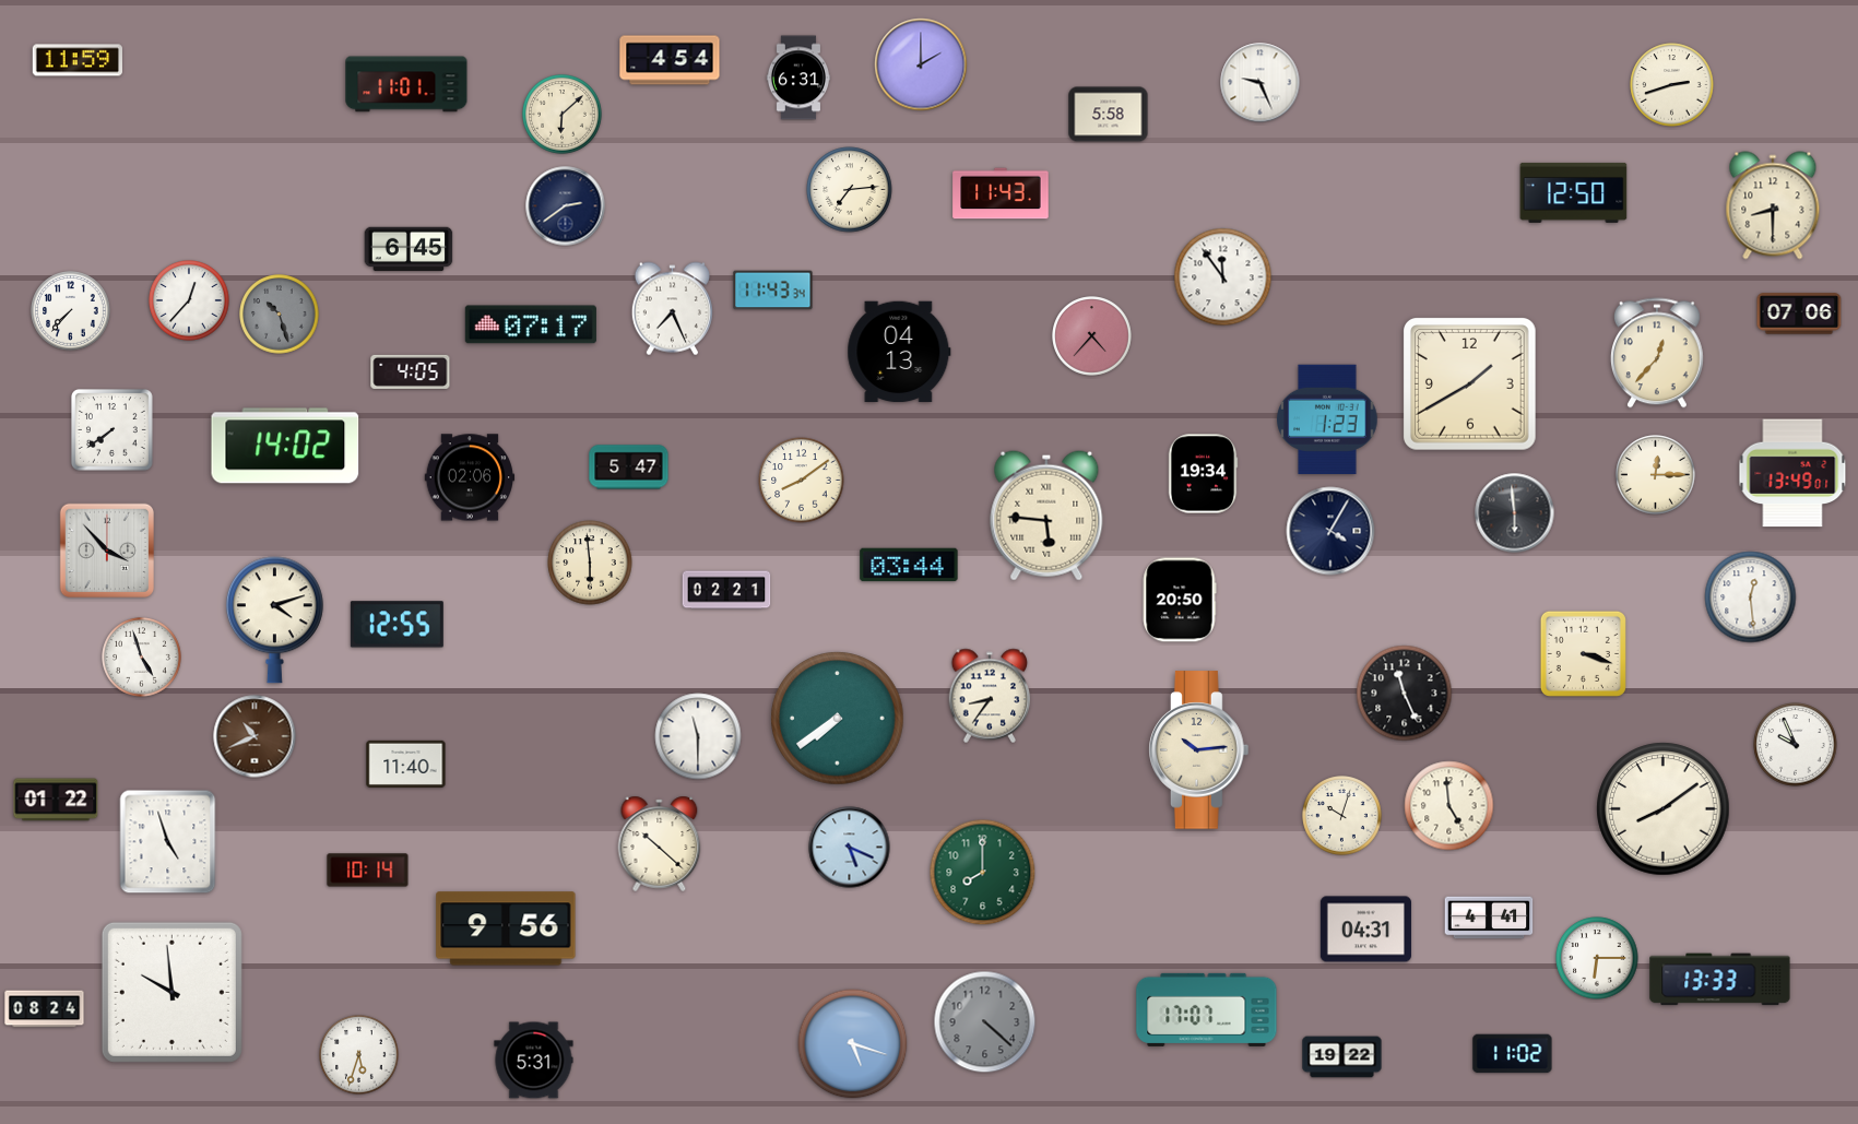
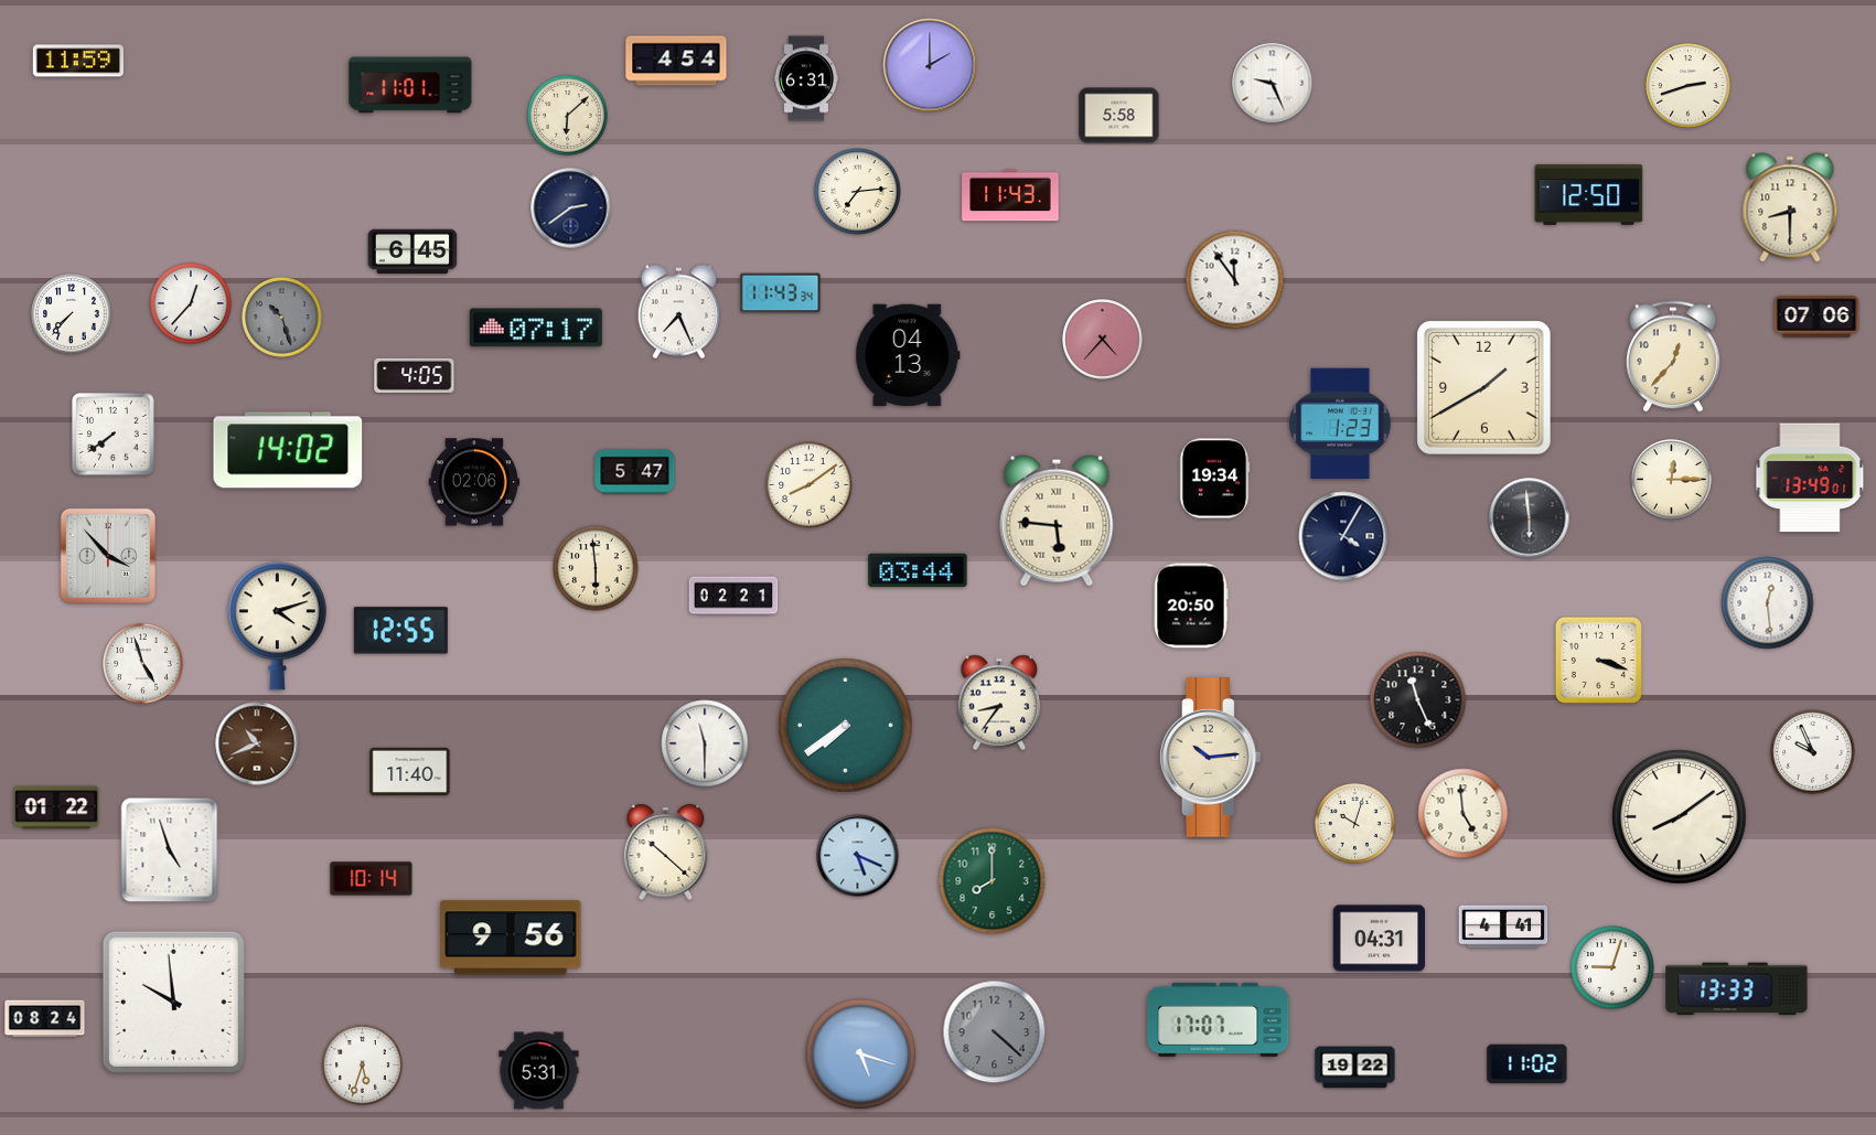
clock at (1597, 958): 6:15 -> 9:03
